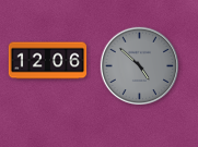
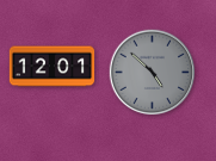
clock at (48, 61): 12:06 -> 12:01
